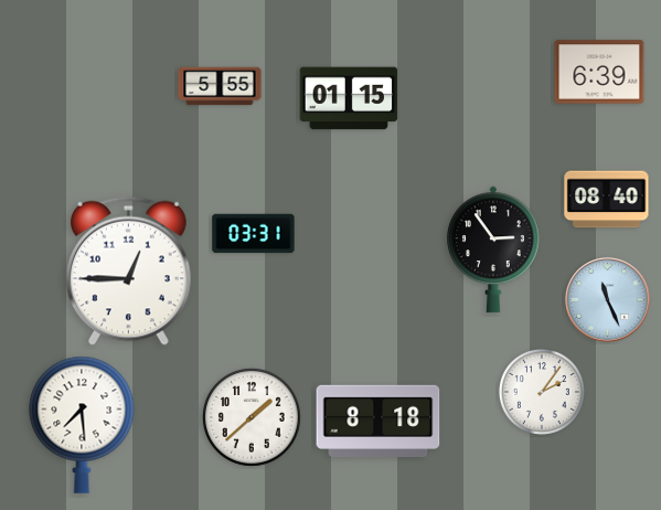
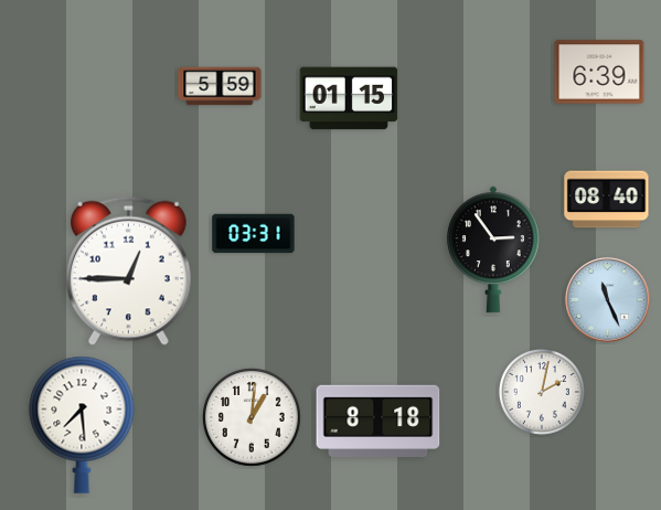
clock at (220, 86): 5:55 -> 5:59
clock at (542, 392): 2:06 -> 2:02
clock at (252, 417): 1:38 -> 1:01
